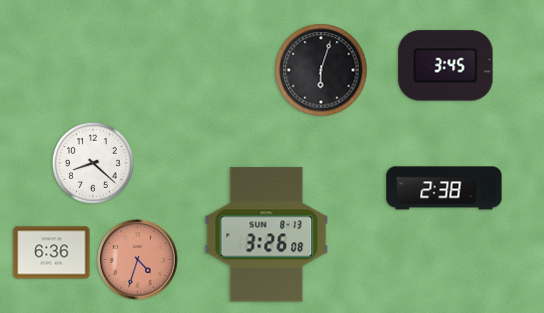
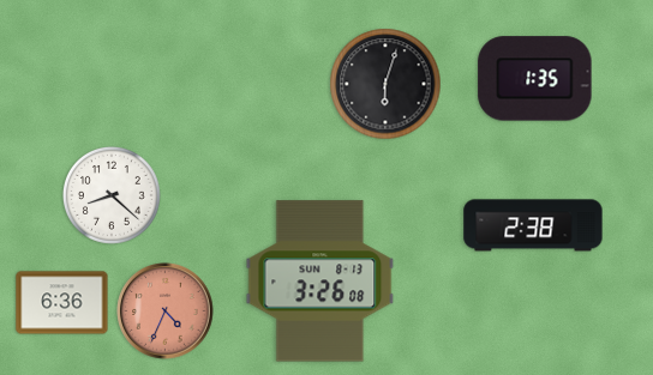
clock at (446, 66): 3:45 -> 1:35
clock at (138, 260): 4:33 -> 4:34
